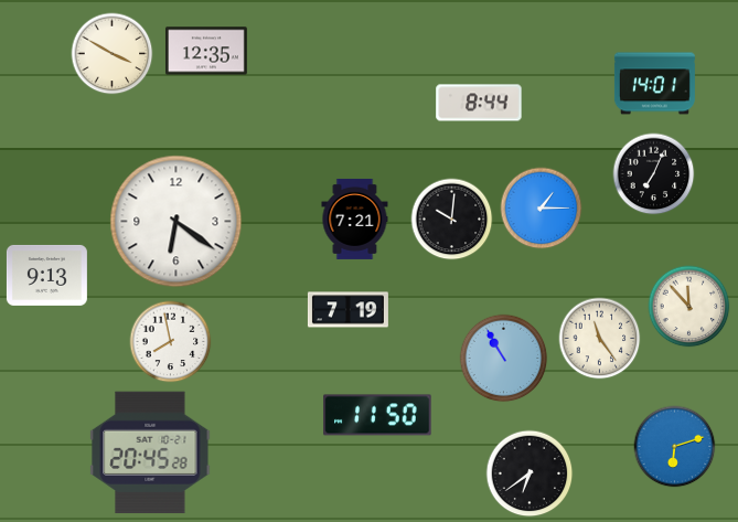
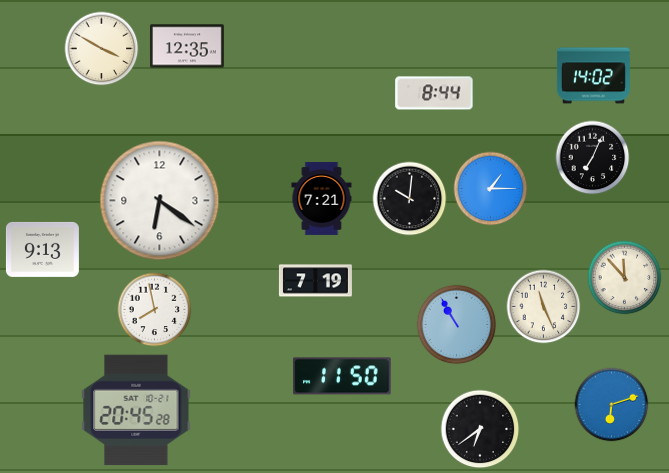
clock at (654, 84): 14:01 -> 14:02
clock at (600, 339): 11:24 -> 11:26
